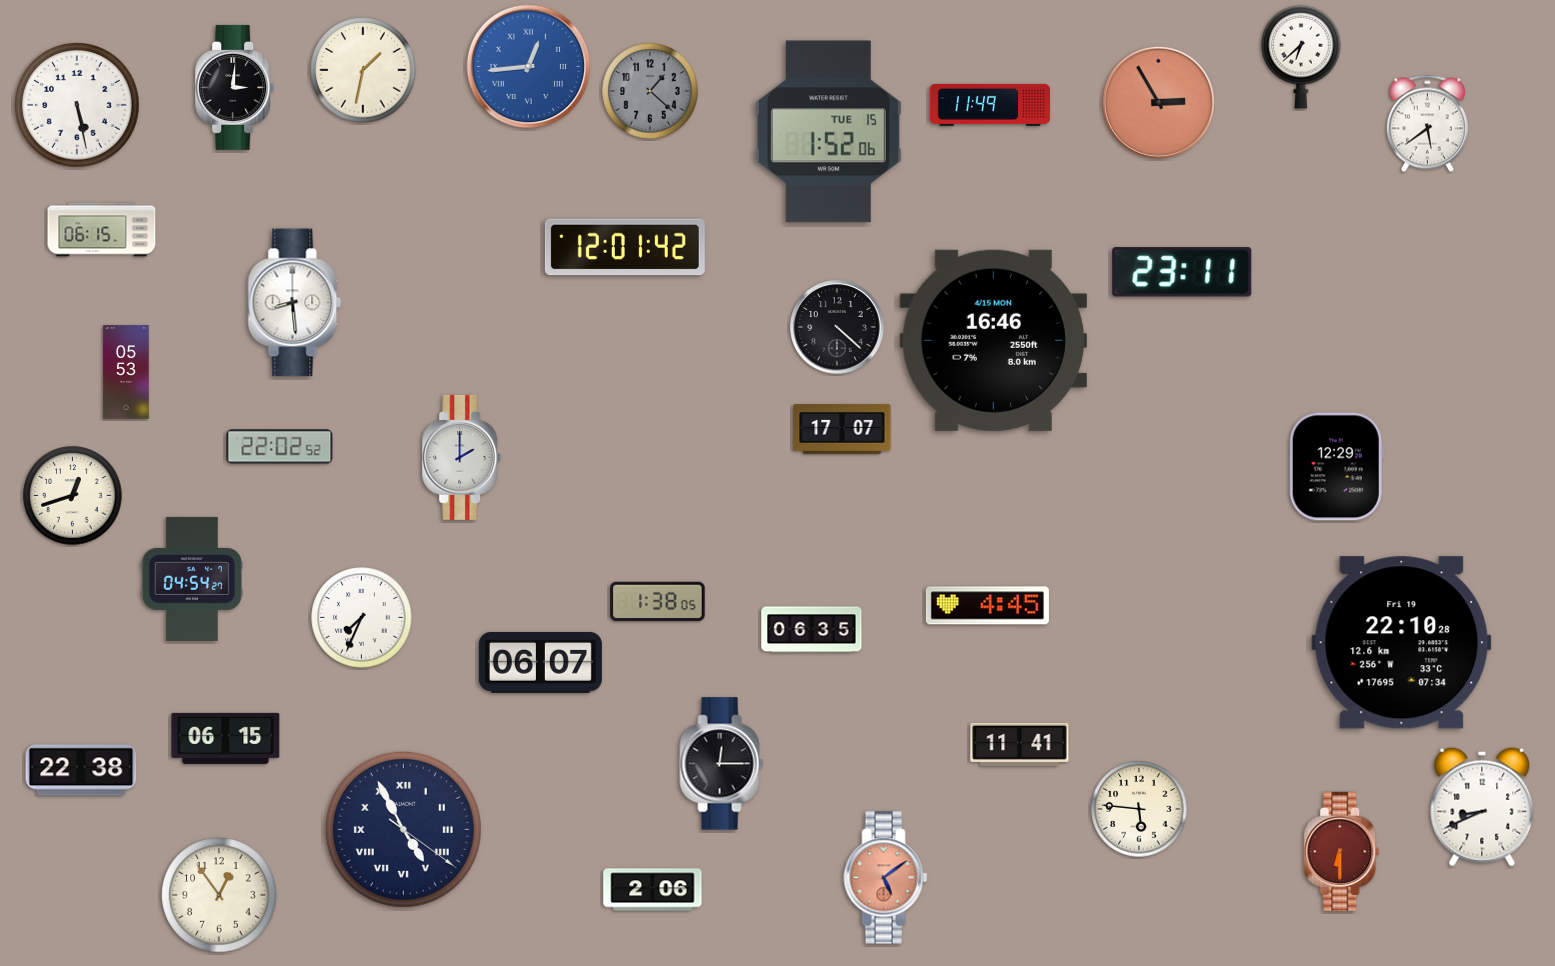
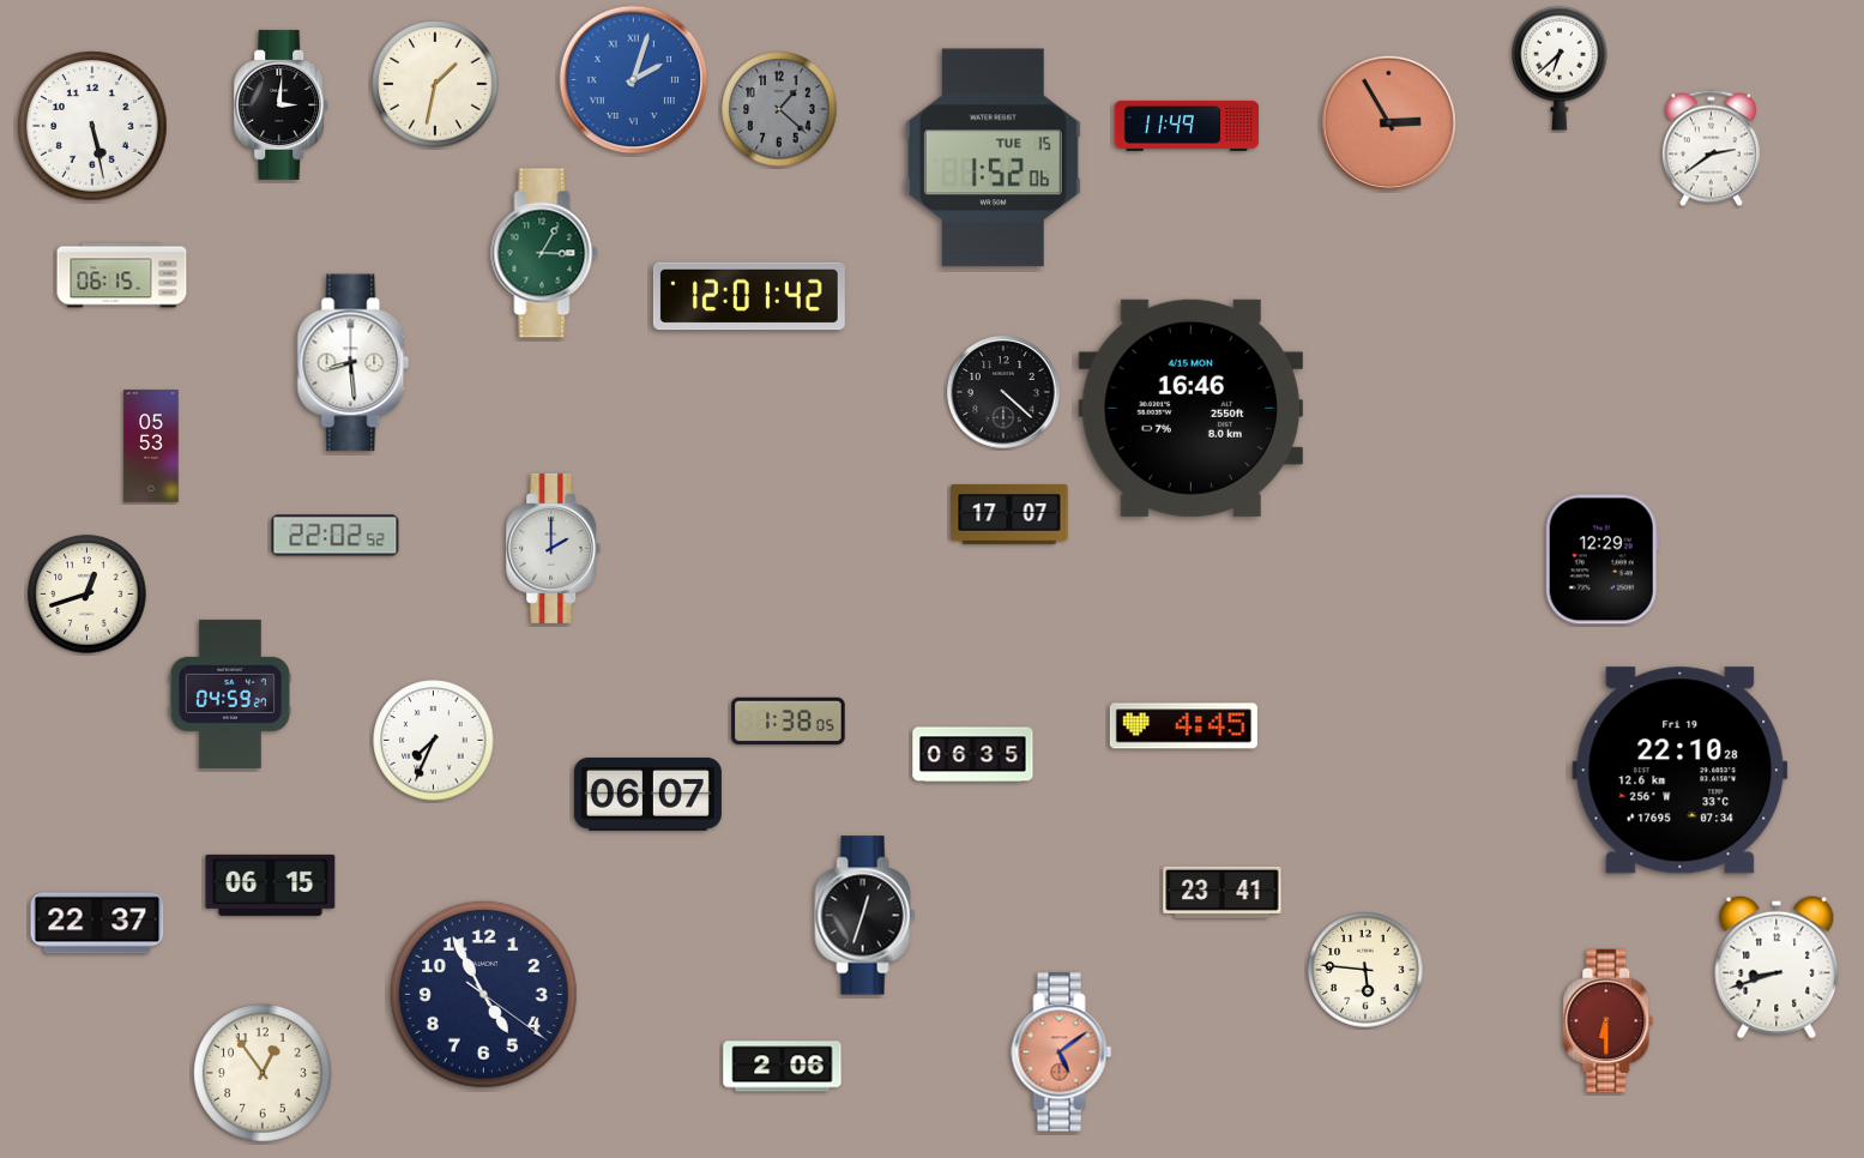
clock at (529, 67): 12:44 -> 2:03
clock at (1427, 124): 5:39 -> 2:39
clock at (544, 253): none -> 3:05
clock at (1182, 272): 23:11 -> none
clock at (192, 579): 04:54 -> 04:59
clock at (1020, 744): 11:41 -> 23:41
clock at (722, 764): 12:15 -> 12:33
clock at (81, 770): 22:38 -> 22:37
clock at (1482, 807): 8:41 -> 8:42
clock at (403, 829) numerals: Roman -> Arabic
